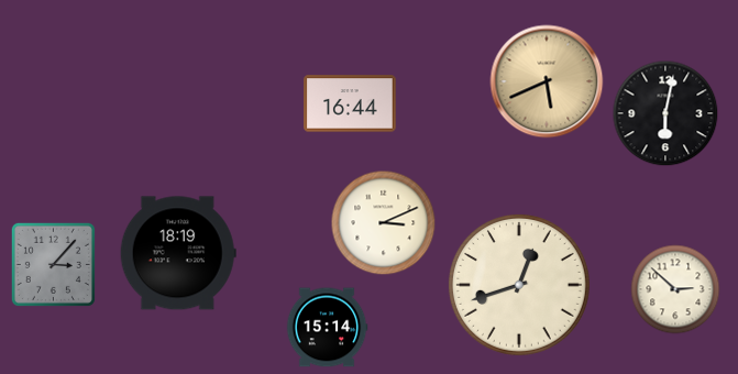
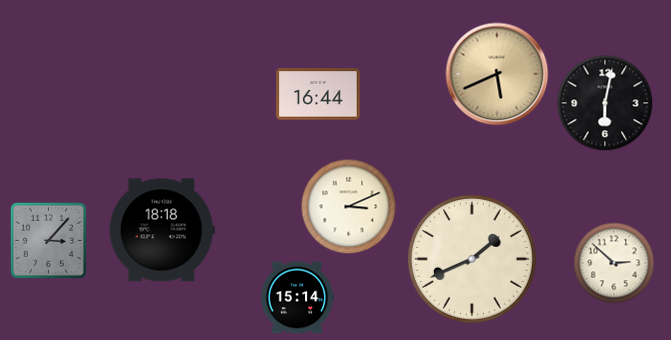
clock at (384, 223) position: (384, 223) -> (349, 207)
clock at (178, 253): 18:19 -> 18:18
clock at (519, 285): 12:42 -> 1:41
